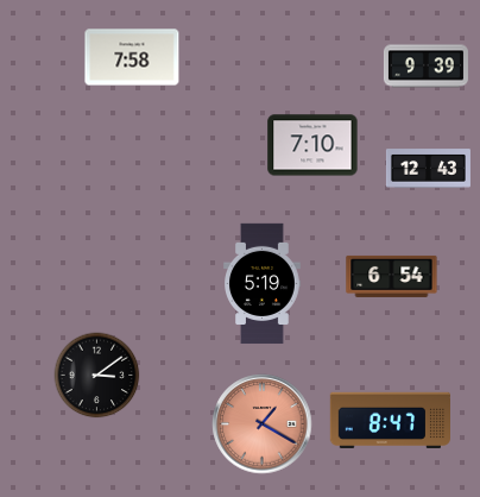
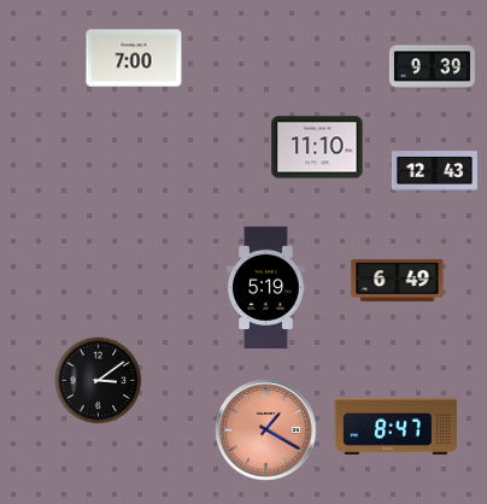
clock at (132, 57): 7:58 -> 7:00
clock at (312, 145): 7:10 -> 11:10
clock at (392, 276): 6:54 -> 6:49
